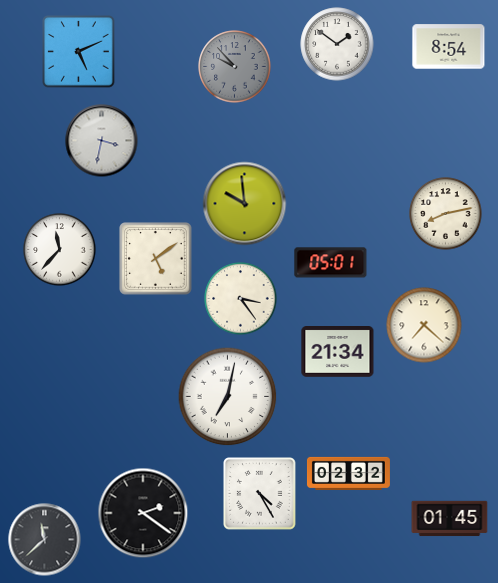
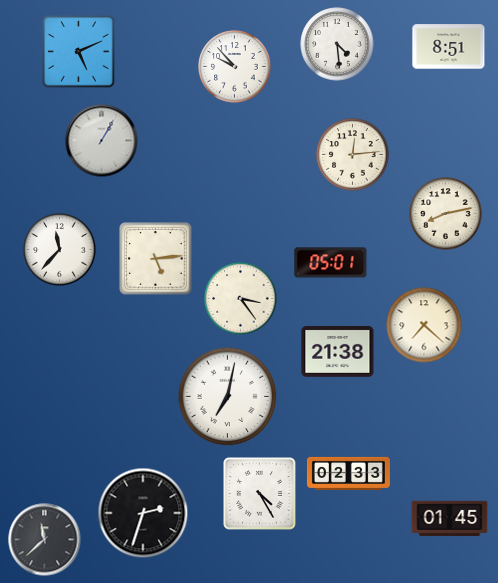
clock at (337, 44): 1:51 -> 4:29
clock at (449, 47): 8:54 -> 8:51
clock at (235, 67) dial: grey -> white
clock at (102, 141): 3:32 -> 1:05
clock at (353, 155): none -> 12:14
clock at (245, 204): 9:59 -> none
clock at (156, 259): 5:09 -> 5:14
clock at (338, 352): 21:34 -> 21:38
clock at (348, 473): 02:32 -> 02:33
clock at (143, 513): 2:21 -> 2:33
